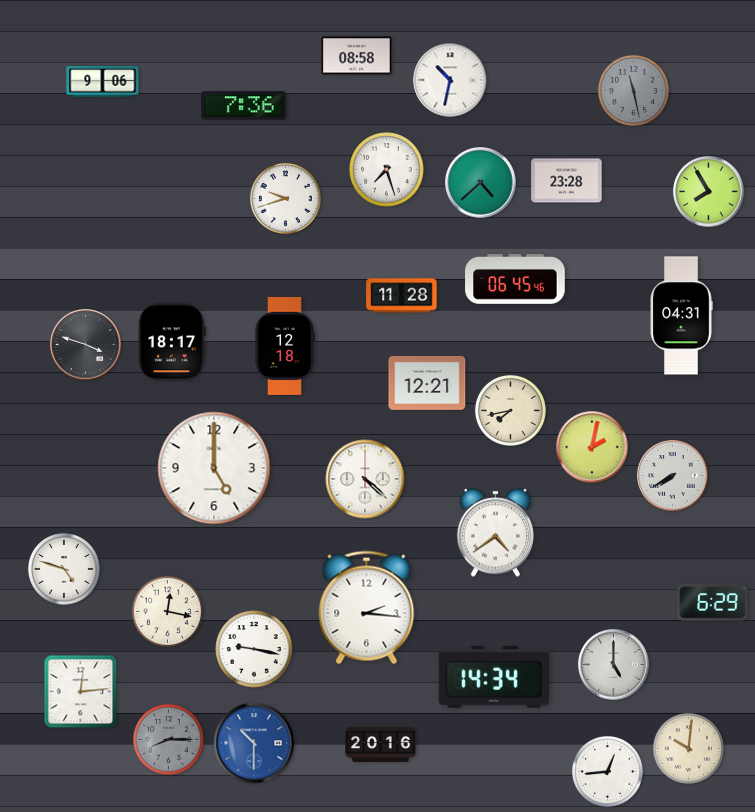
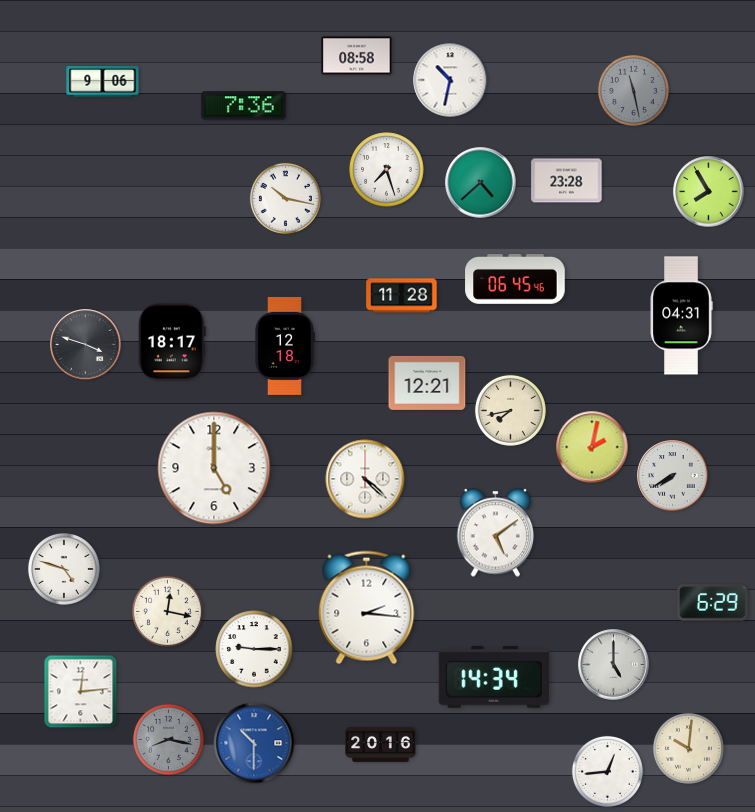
clock at (285, 198): 9:42 -> 10:17
clock at (496, 533): 4:39 -> 5:09
clock at (254, 649): 9:17 -> 9:15
clock at (168, 739): 8:15 -> 8:17
